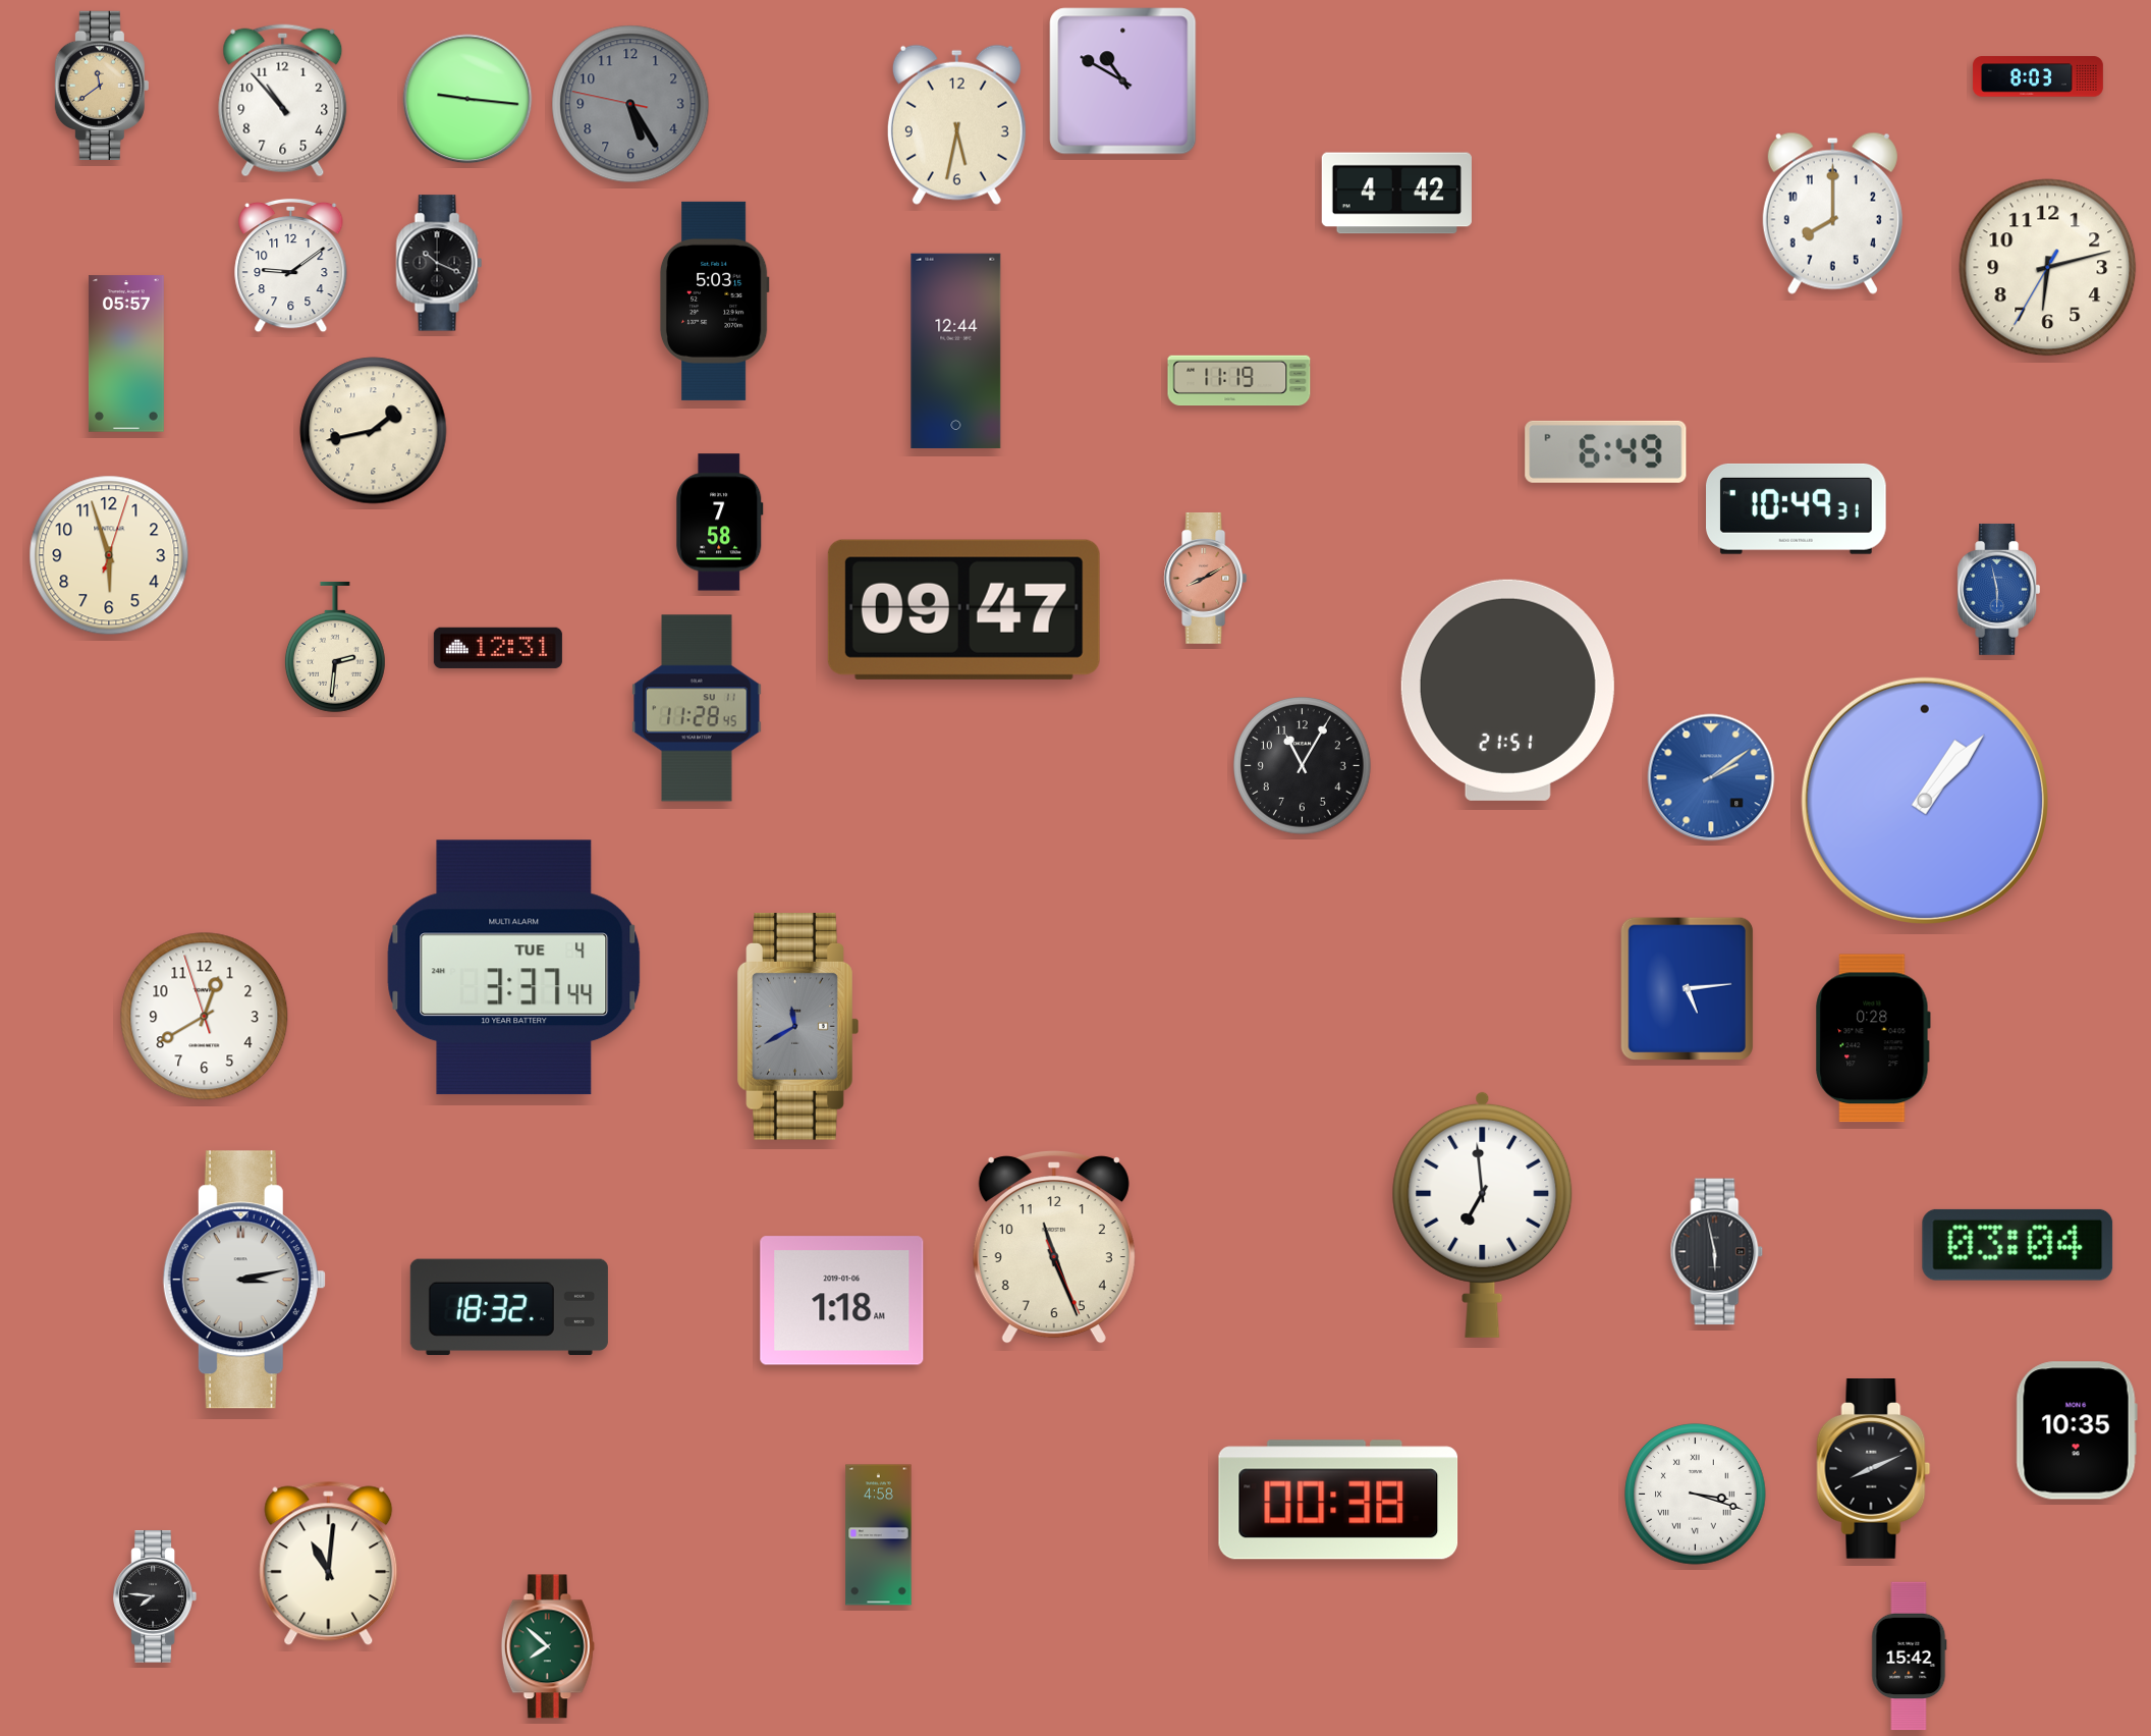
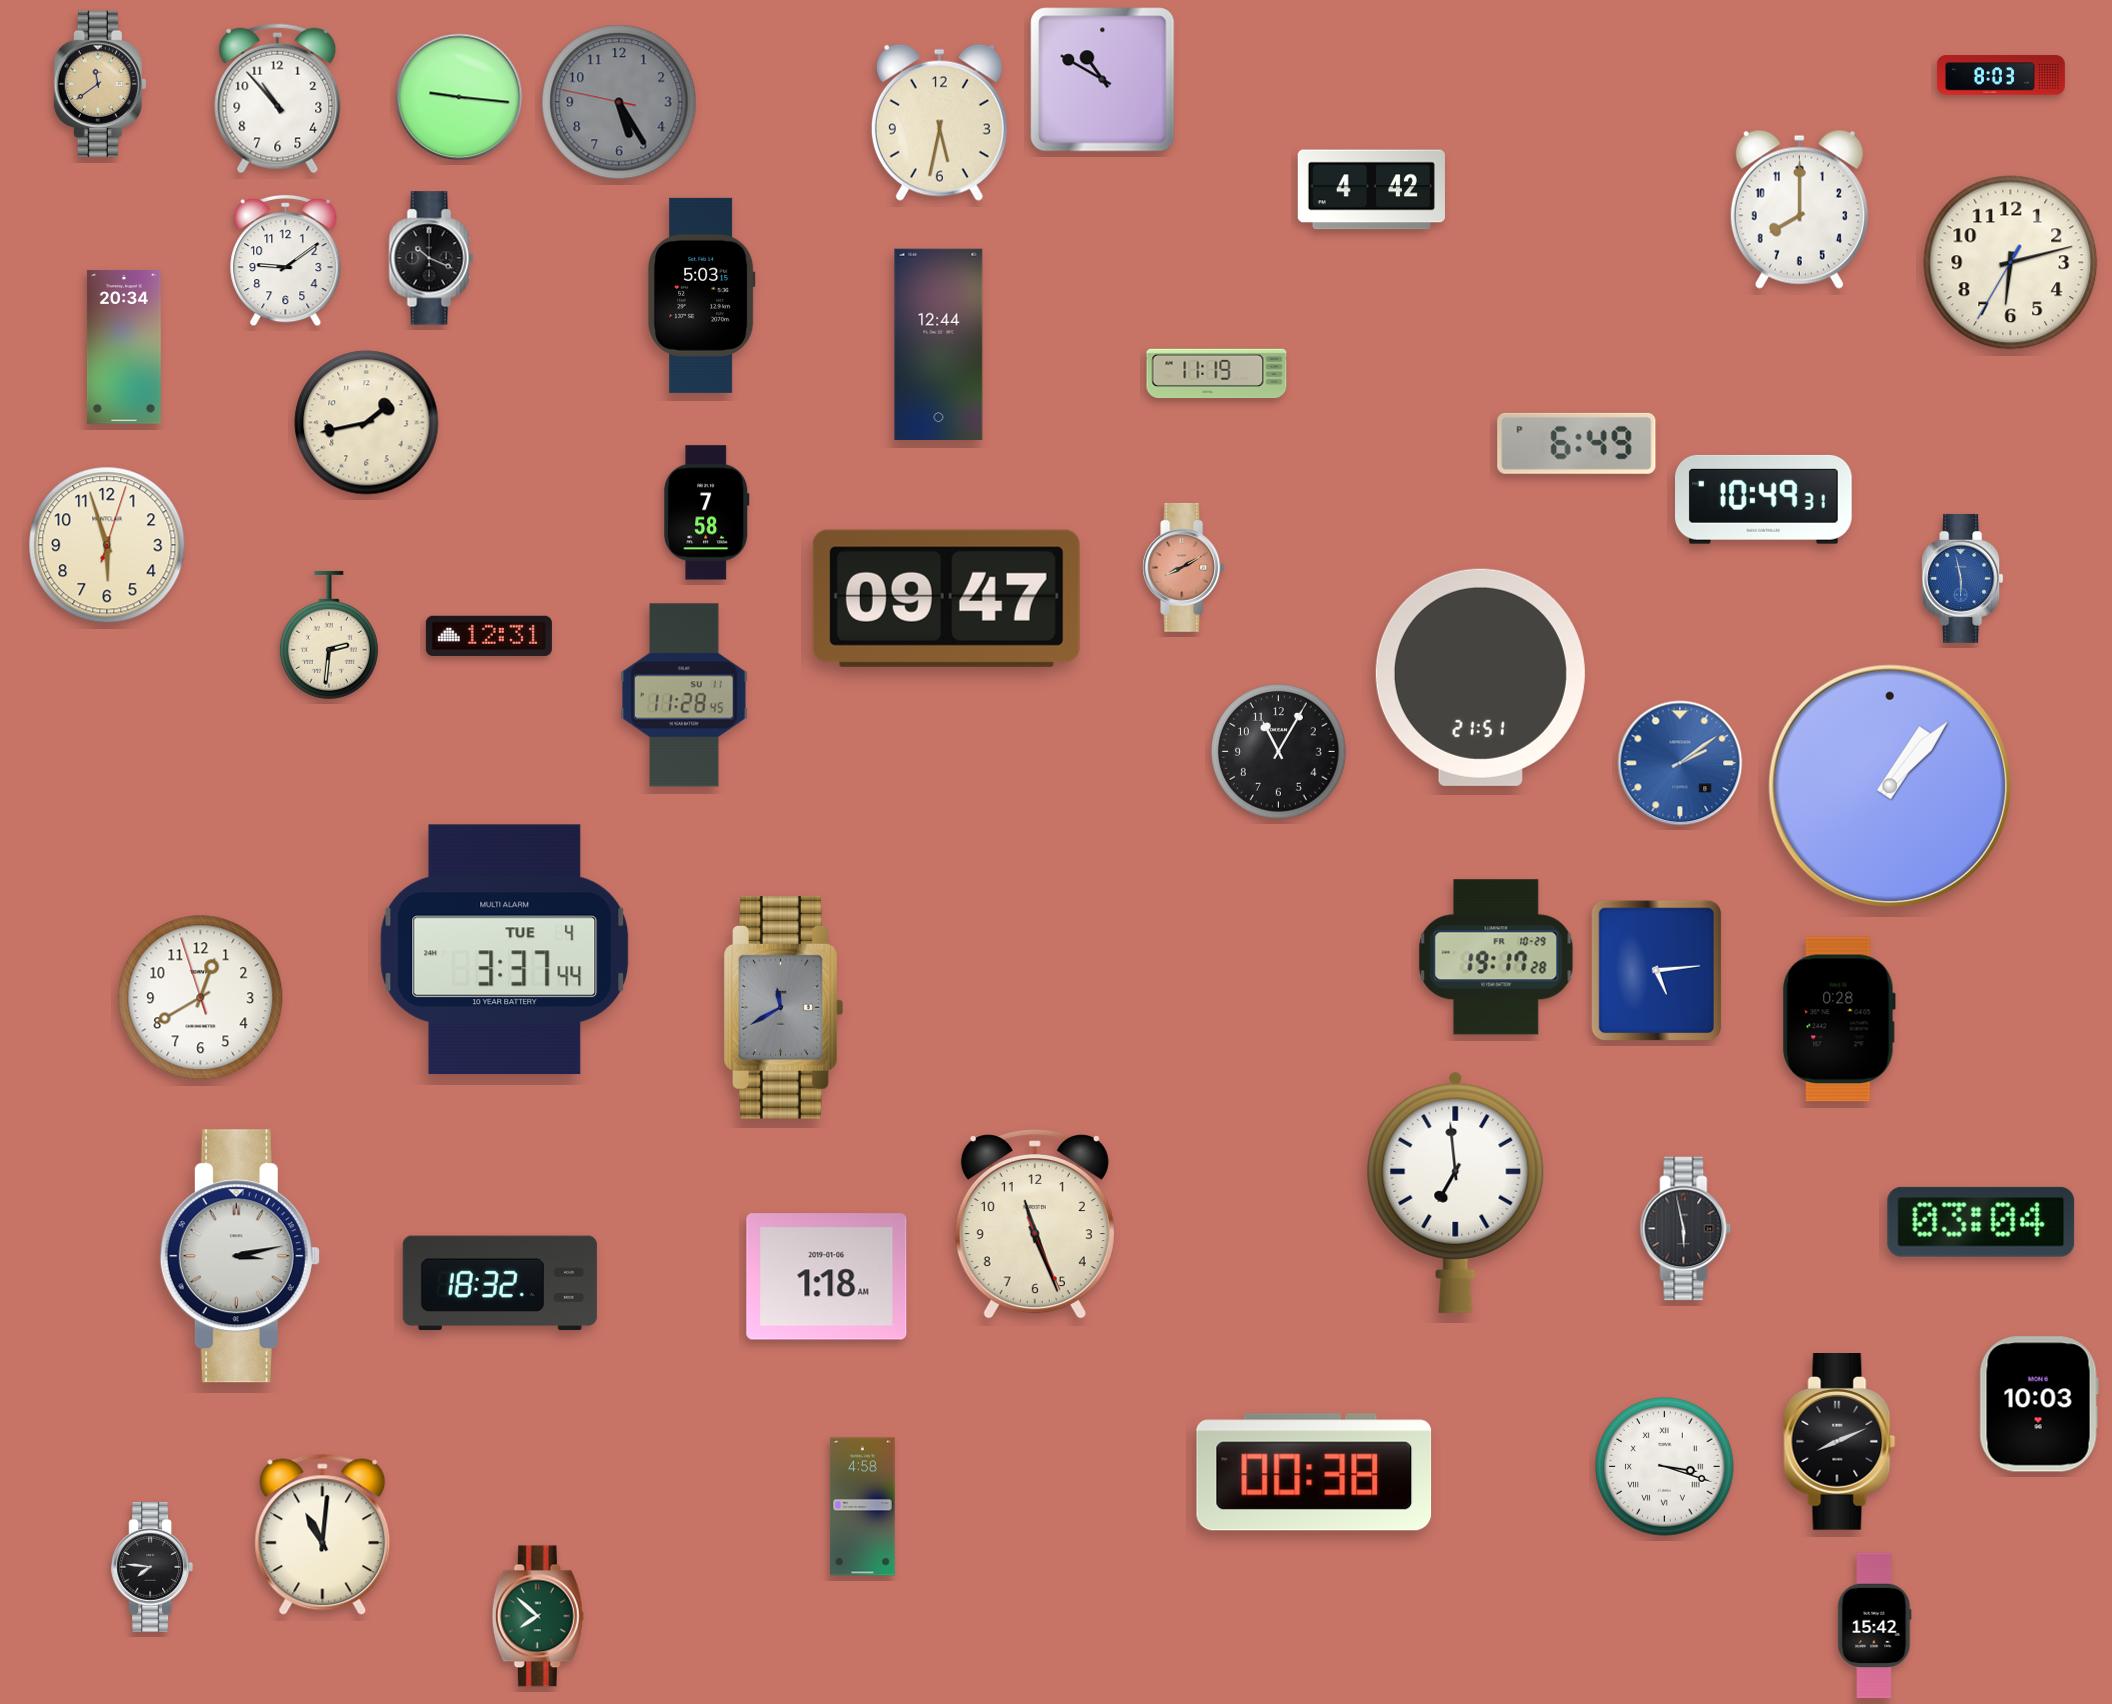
clock at (126, 354): 05:57 -> 20:34
clock at (1496, 957): none -> 19:17
clock at (2077, 1430): 10:35 -> 10:03
